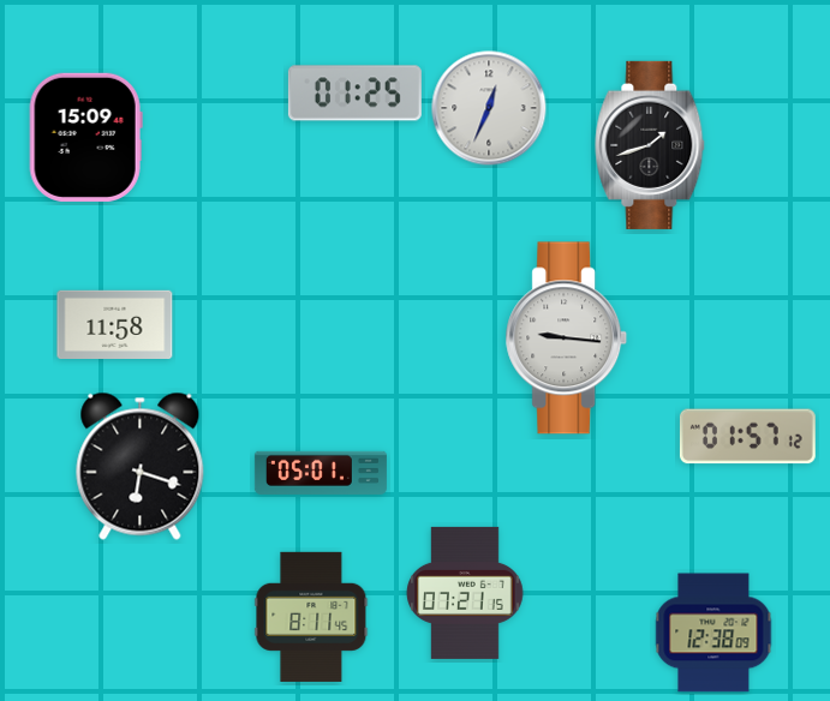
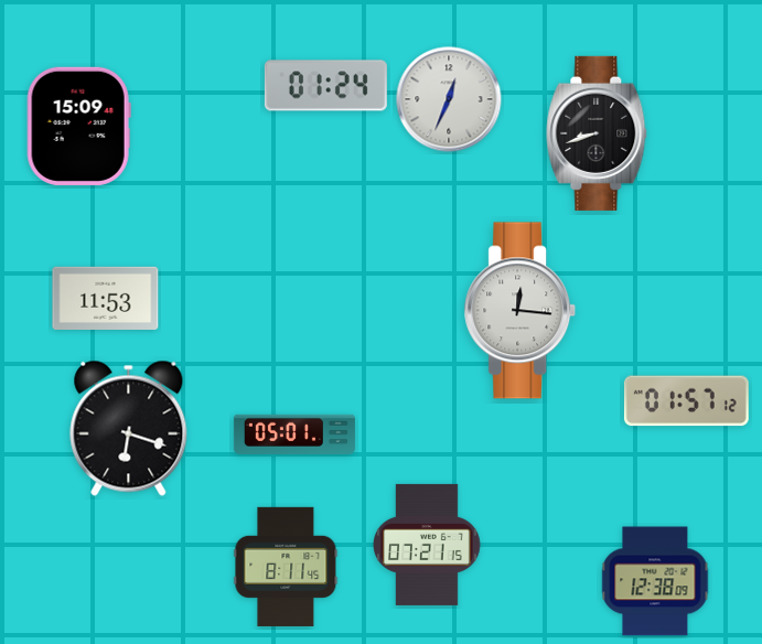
clock at (354, 94): 01:25 -> 01:24
clock at (650, 145): 1:42 -> 8:42
clock at (115, 324): 11:58 -> 11:53
clock at (567, 338): 9:16 -> 12:16
